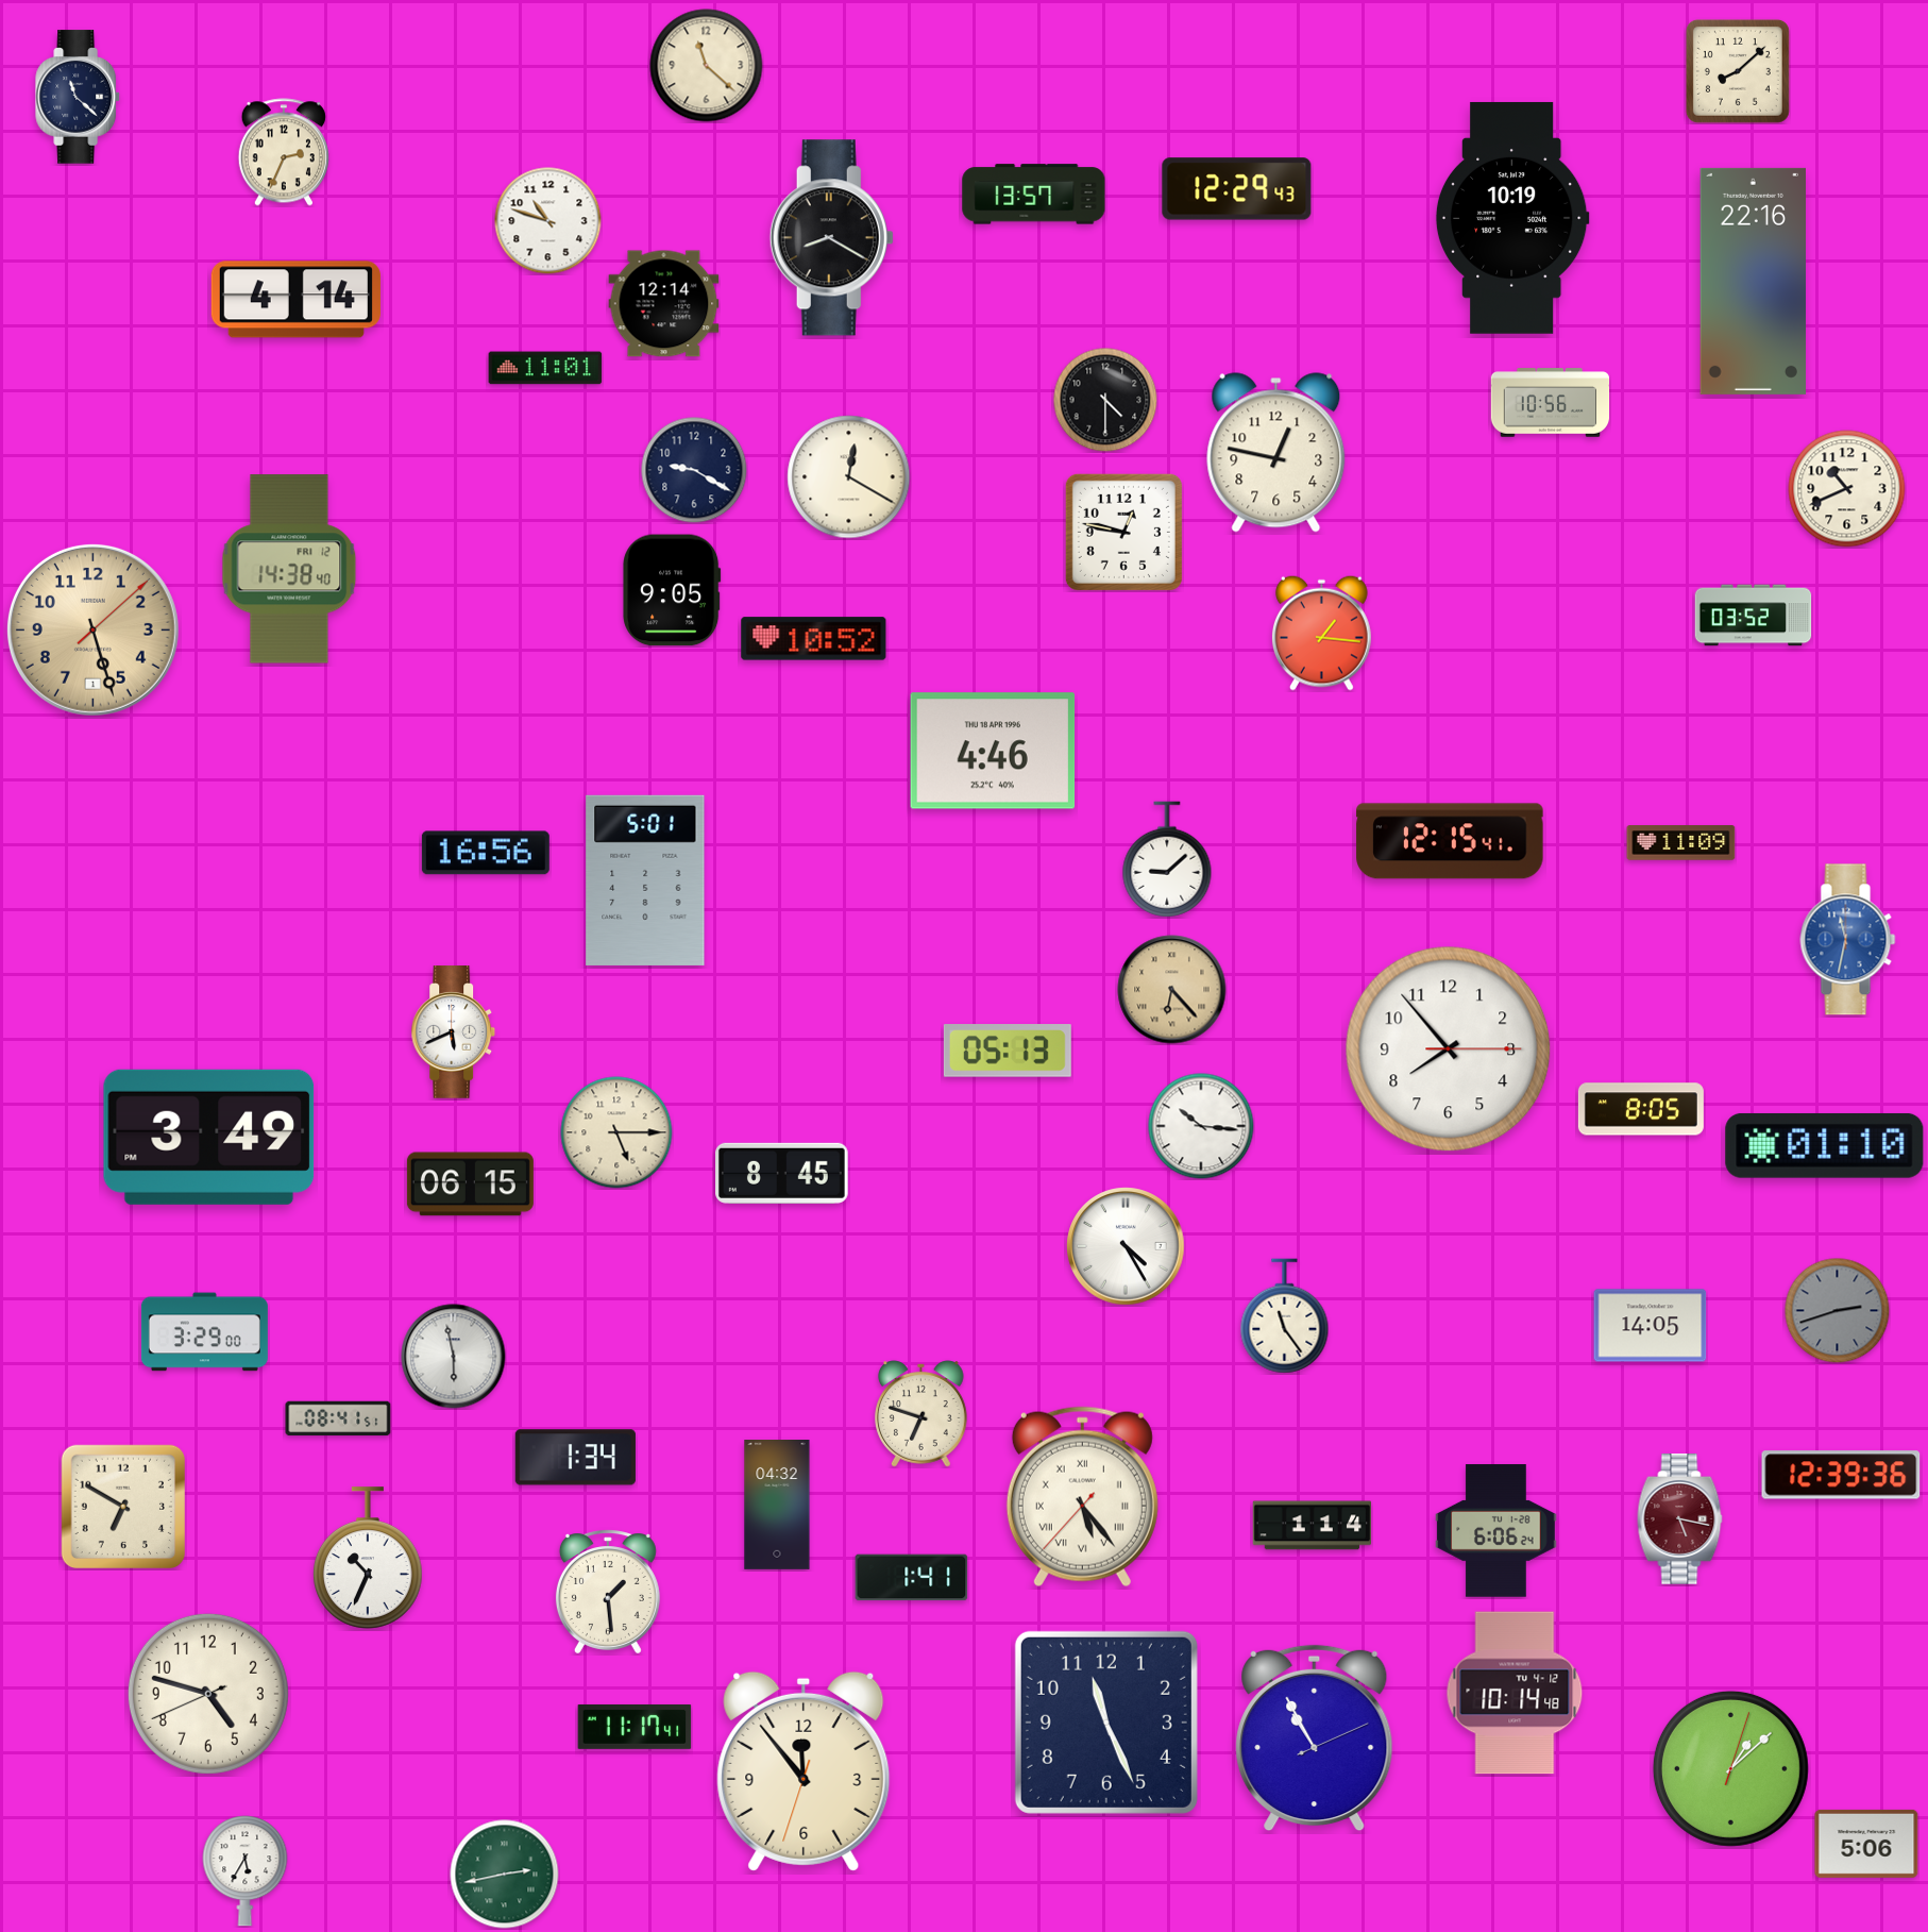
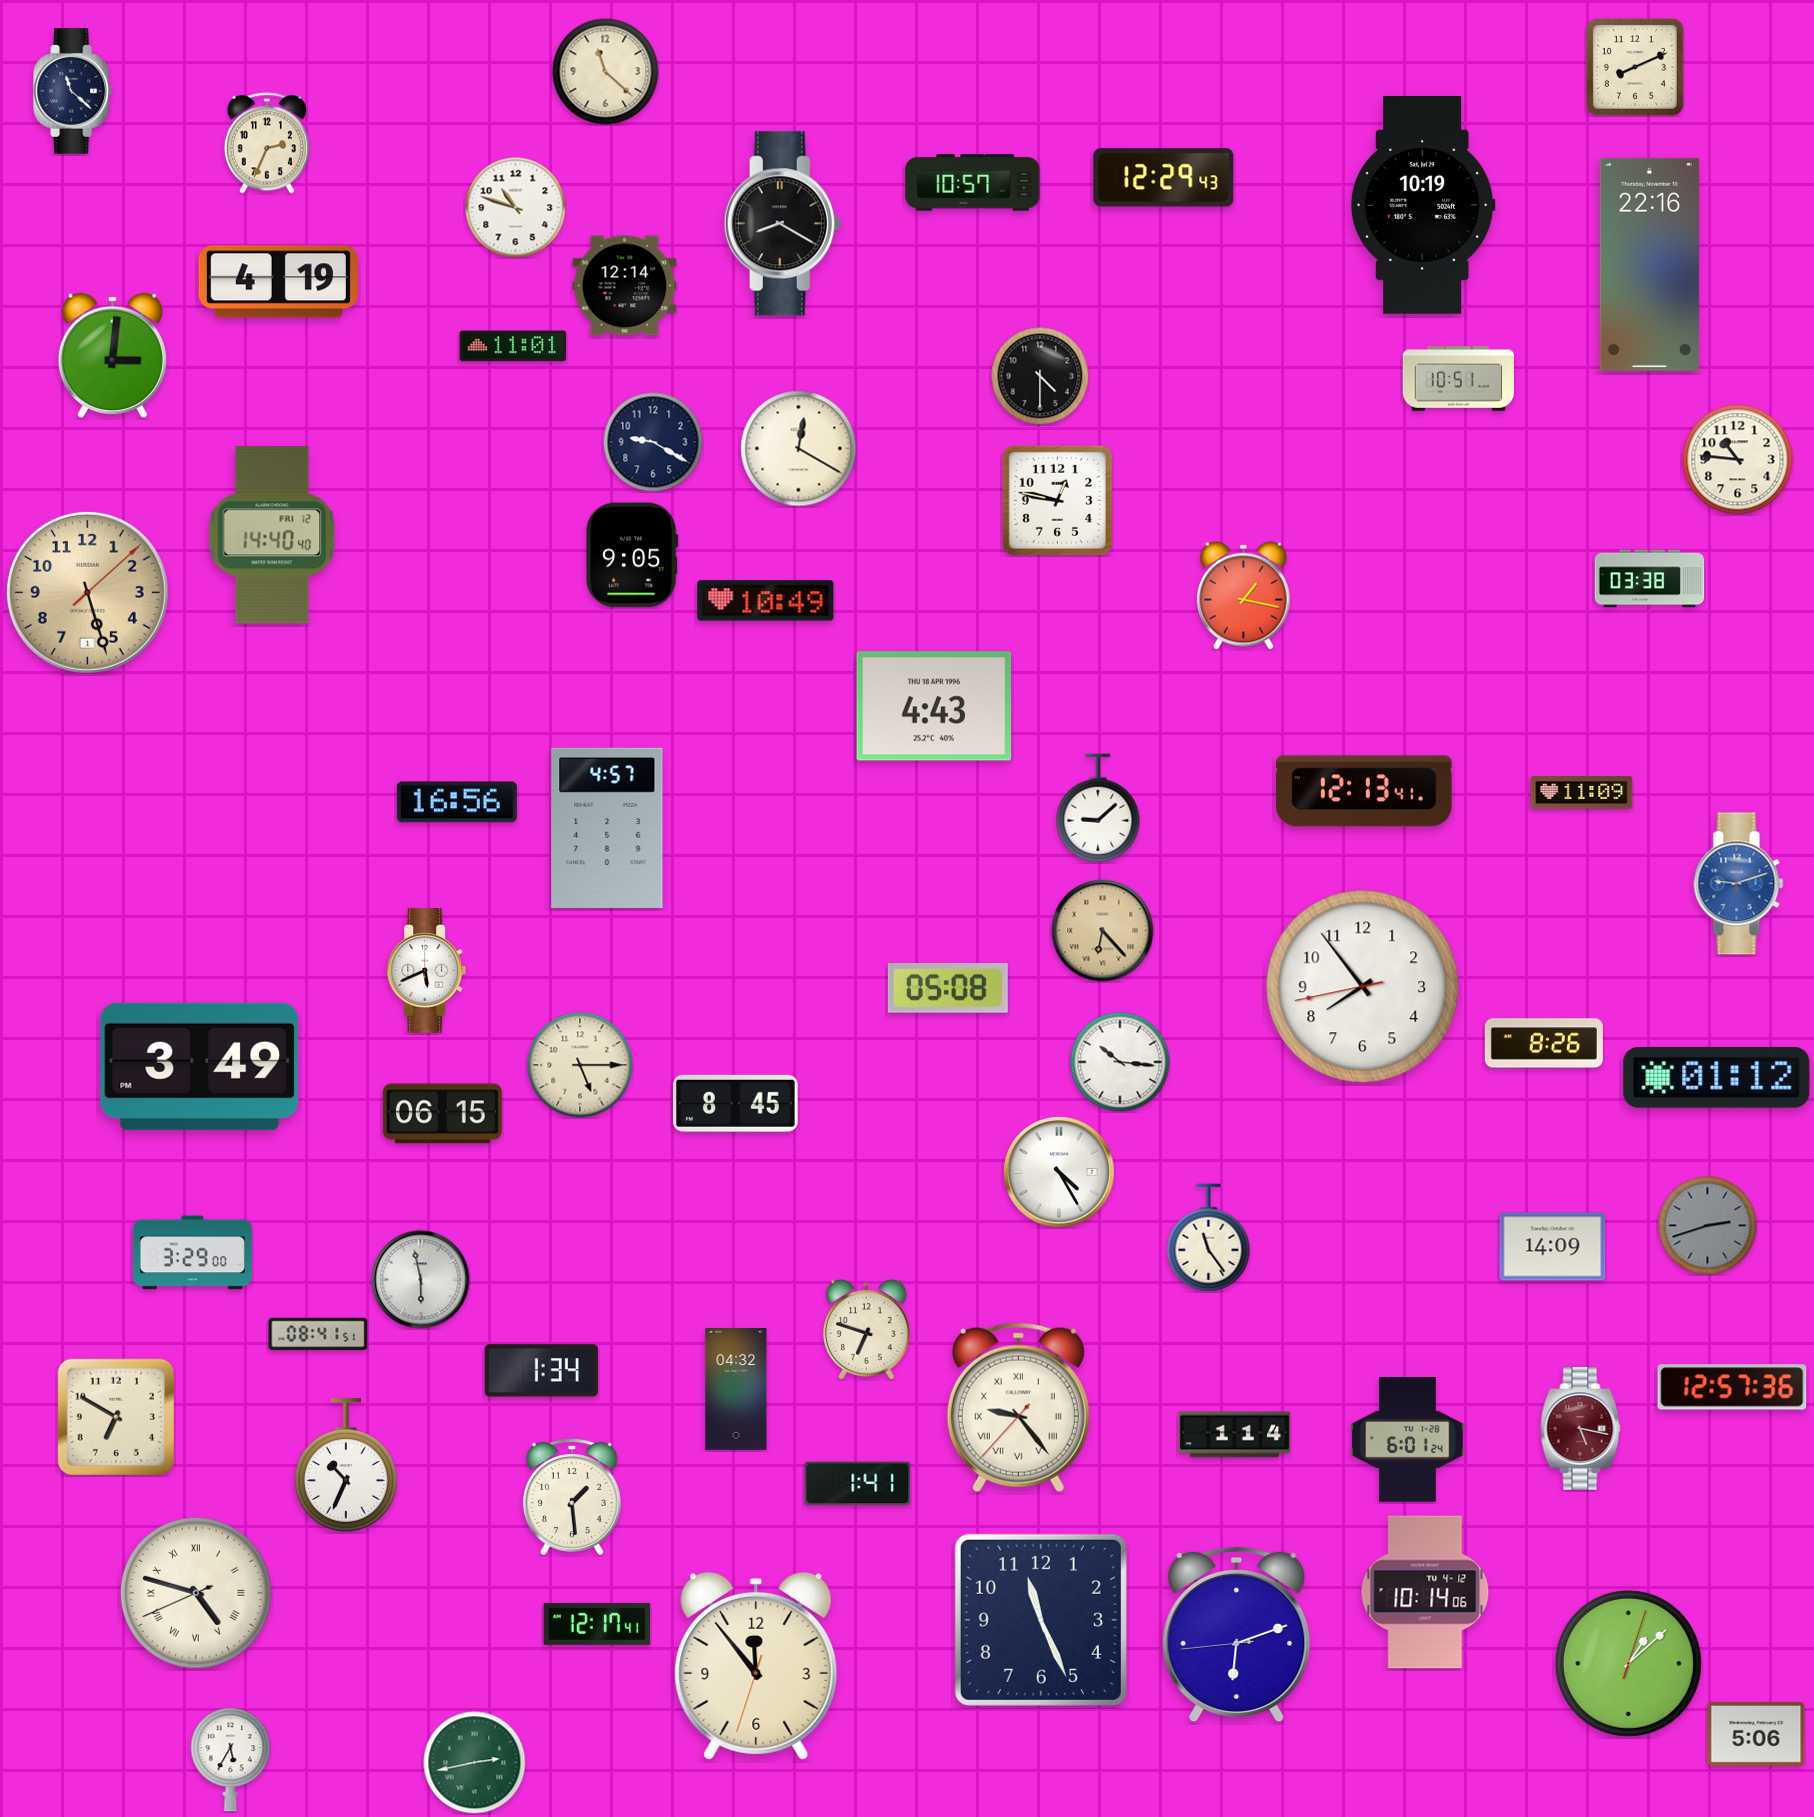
clock at (707, 66) position: (707, 66) -> (606, 72)
clock at (1738, 71): 8:08 -> 8:11
clock at (1034, 195): 13:57 -> 10:57
clock at (295, 300): 4:14 -> 4:19
clock at (112, 355): none -> 3:01
clock at (1551, 403): 10:56 -> 10:51
clock at (1276, 453): 12:47 -> none
clock at (1847, 489): 10:41 -> 10:46
clock at (289, 569): 14:38 -> 14:40
clock at (1754, 616): 03:52 -> 03:38
clock at (1321, 633): 1:16 -> 1:17
clock at (814, 639): 10:52 -> 10:49
clock at (993, 751): 4:46 -> 4:43
clock at (1450, 841): 12:15 -> 12:13
clock at (645, 880): 5:01 -> 4:57
clock at (1848, 940): 11:32 -> 9:12
clock at (1449, 1049): 7:53:15 -> 7:53:43
clock at (1008, 1051): 05:13 -> 05:08
clock at (1641, 1109): 8:05 -> 8:26
clock at (1201, 1126) position: (1201, 1126) -> (1120, 1062)
clock at (209, 1137) position: (209, 1137) -> (200, 1066)
clock at (1825, 1145): 01:10 -> 01:12
clock at (1838, 1311) position: (1838, 1311) -> (1708, 1226)
clock at (1651, 1326): 14:05 -> 14:09
clock at (454, 1357) position: (454, 1357) -> (421, 1280)
clock at (1841, 1475): 12:39 -> 12:57
clock at (1082, 1497): 5:23 -> 9:23
clock at (777, 1506) position: (777, 1506) -> (736, 1390)
clock at (1496, 1531): 6:06 -> 6:01
clock at (1515, 1693): 10:14:48 -> 10:14:06
clock at (208, 1694) numerals: Arabic -> Roman
clock at (635, 1727): 11:17 -> 12:17
clock at (1315, 1738): 10:55 -> 6:11
